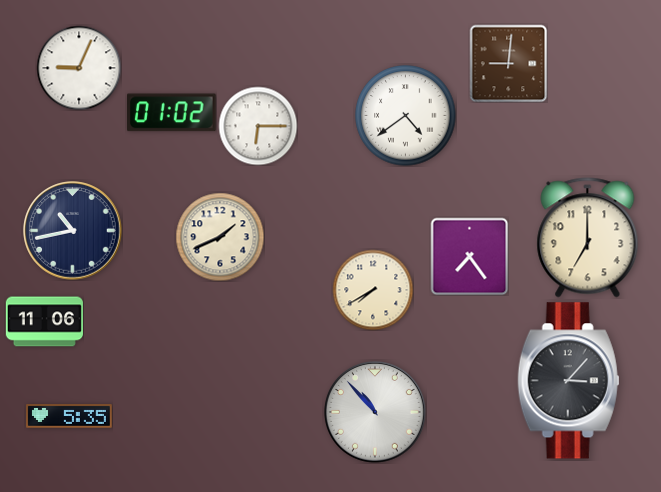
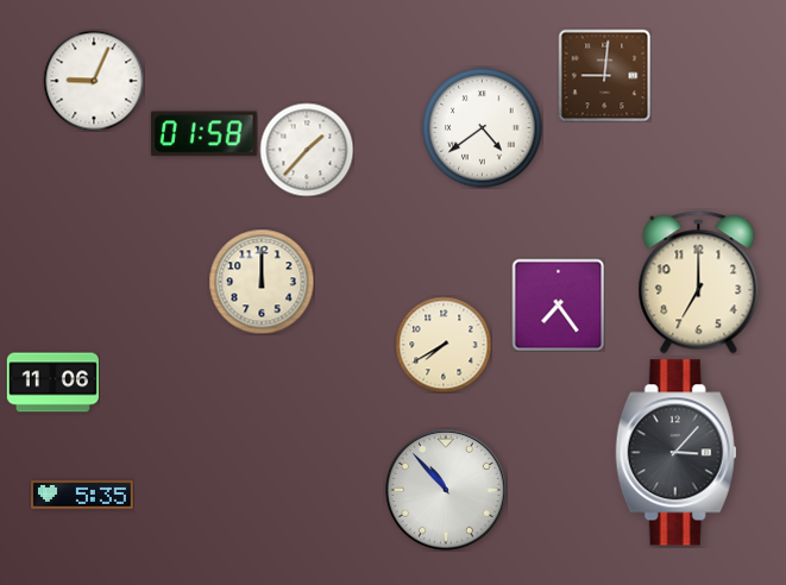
clock at (172, 113): 01:02 -> 01:58
clock at (406, 116) position: (406, 116) -> (483, 128)
clock at (258, 126): 6:15 -> 1:37
clock at (73, 231): 10:43 -> none
clock at (220, 237): 1:41 -> 12:00
